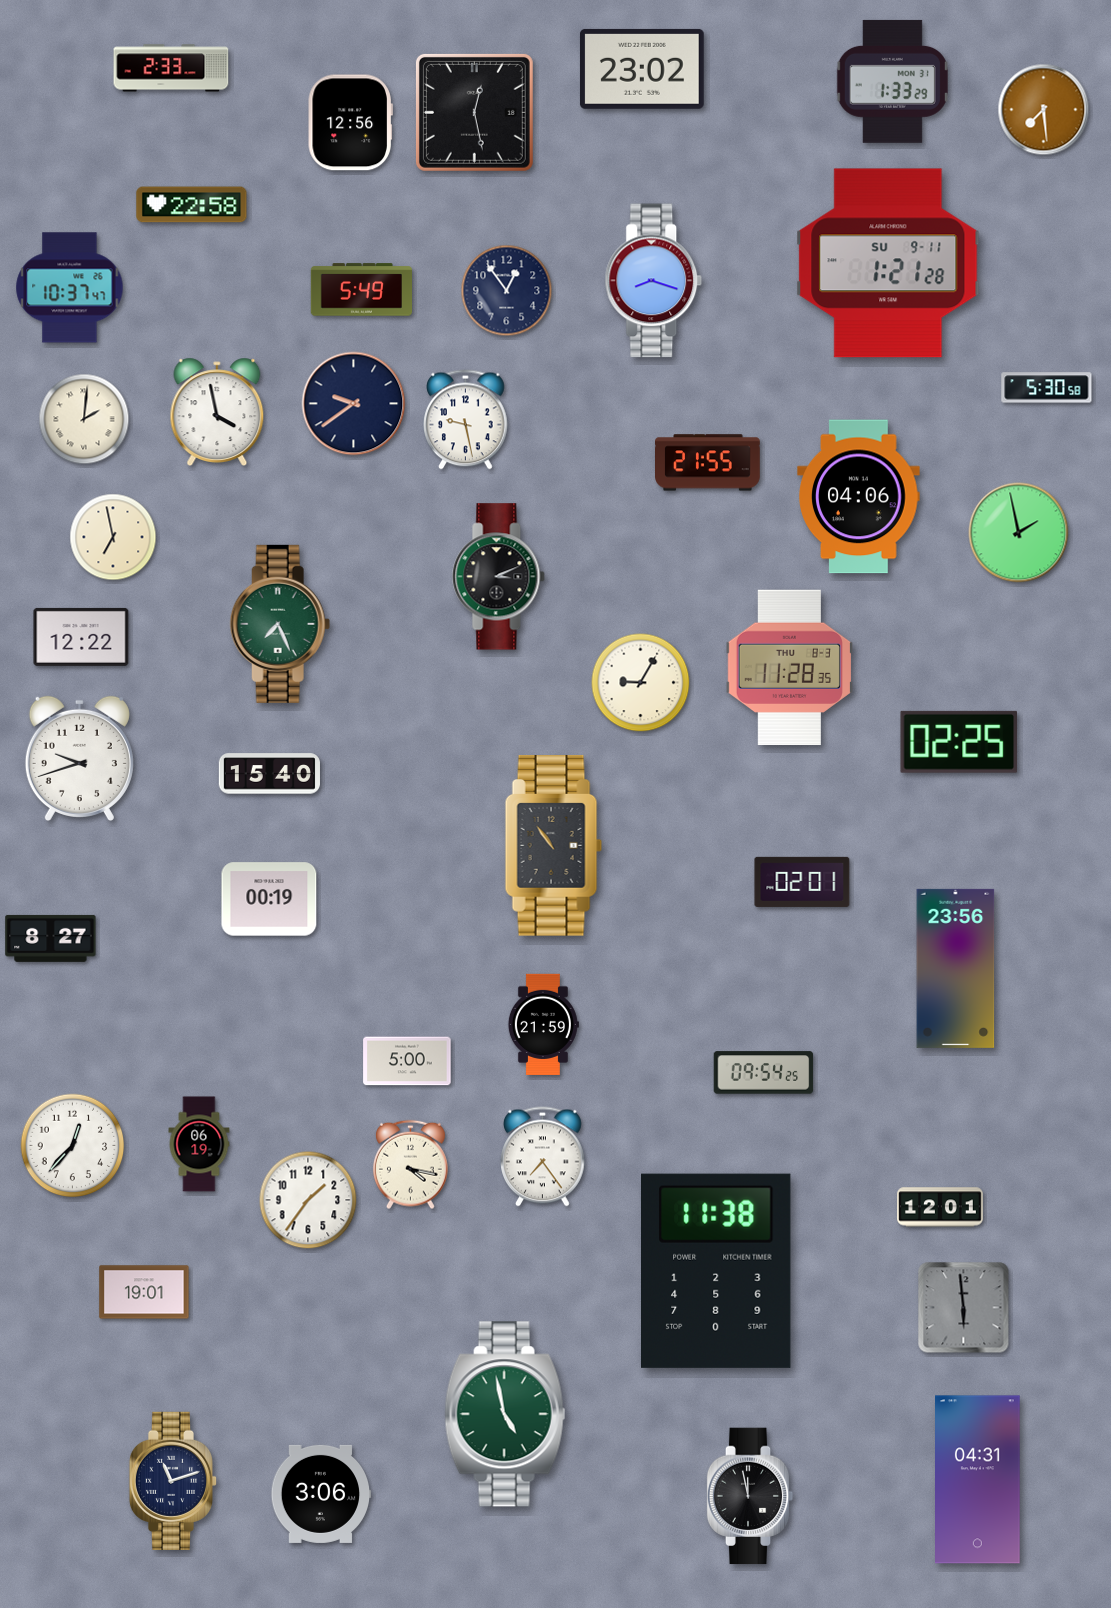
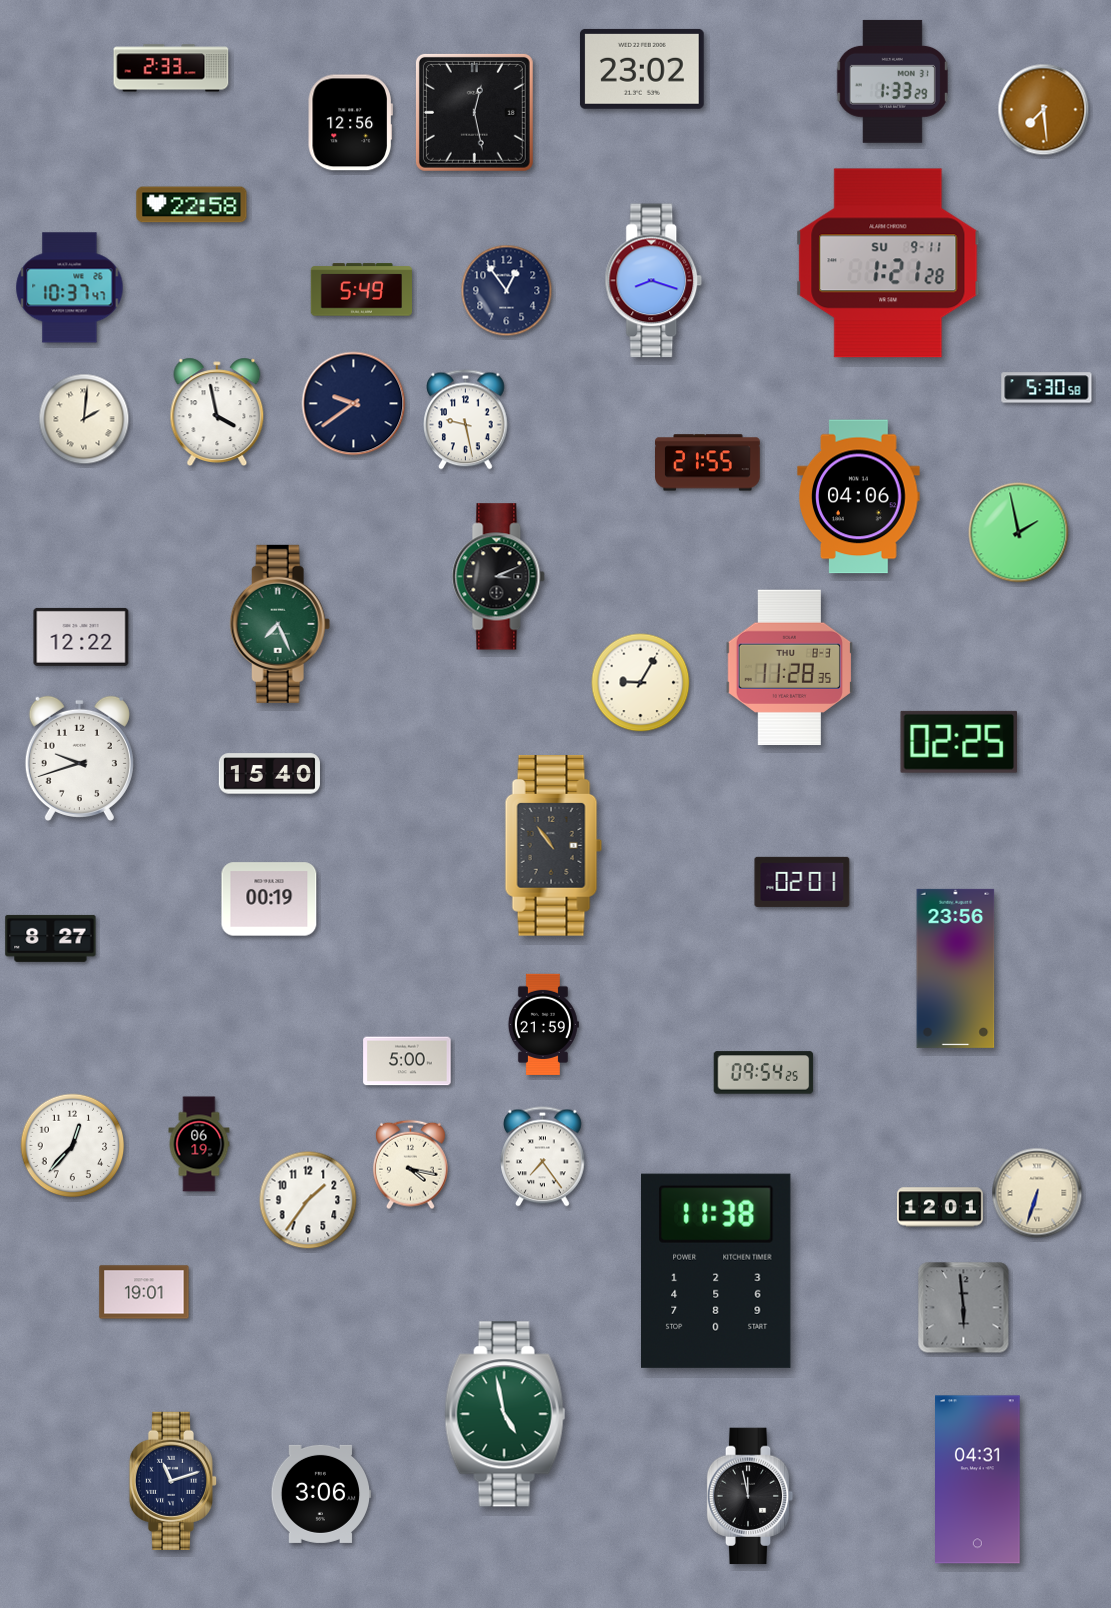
clock at (113, 537): 6:58 -> none
clock at (1037, 1193): none -> 6:33
